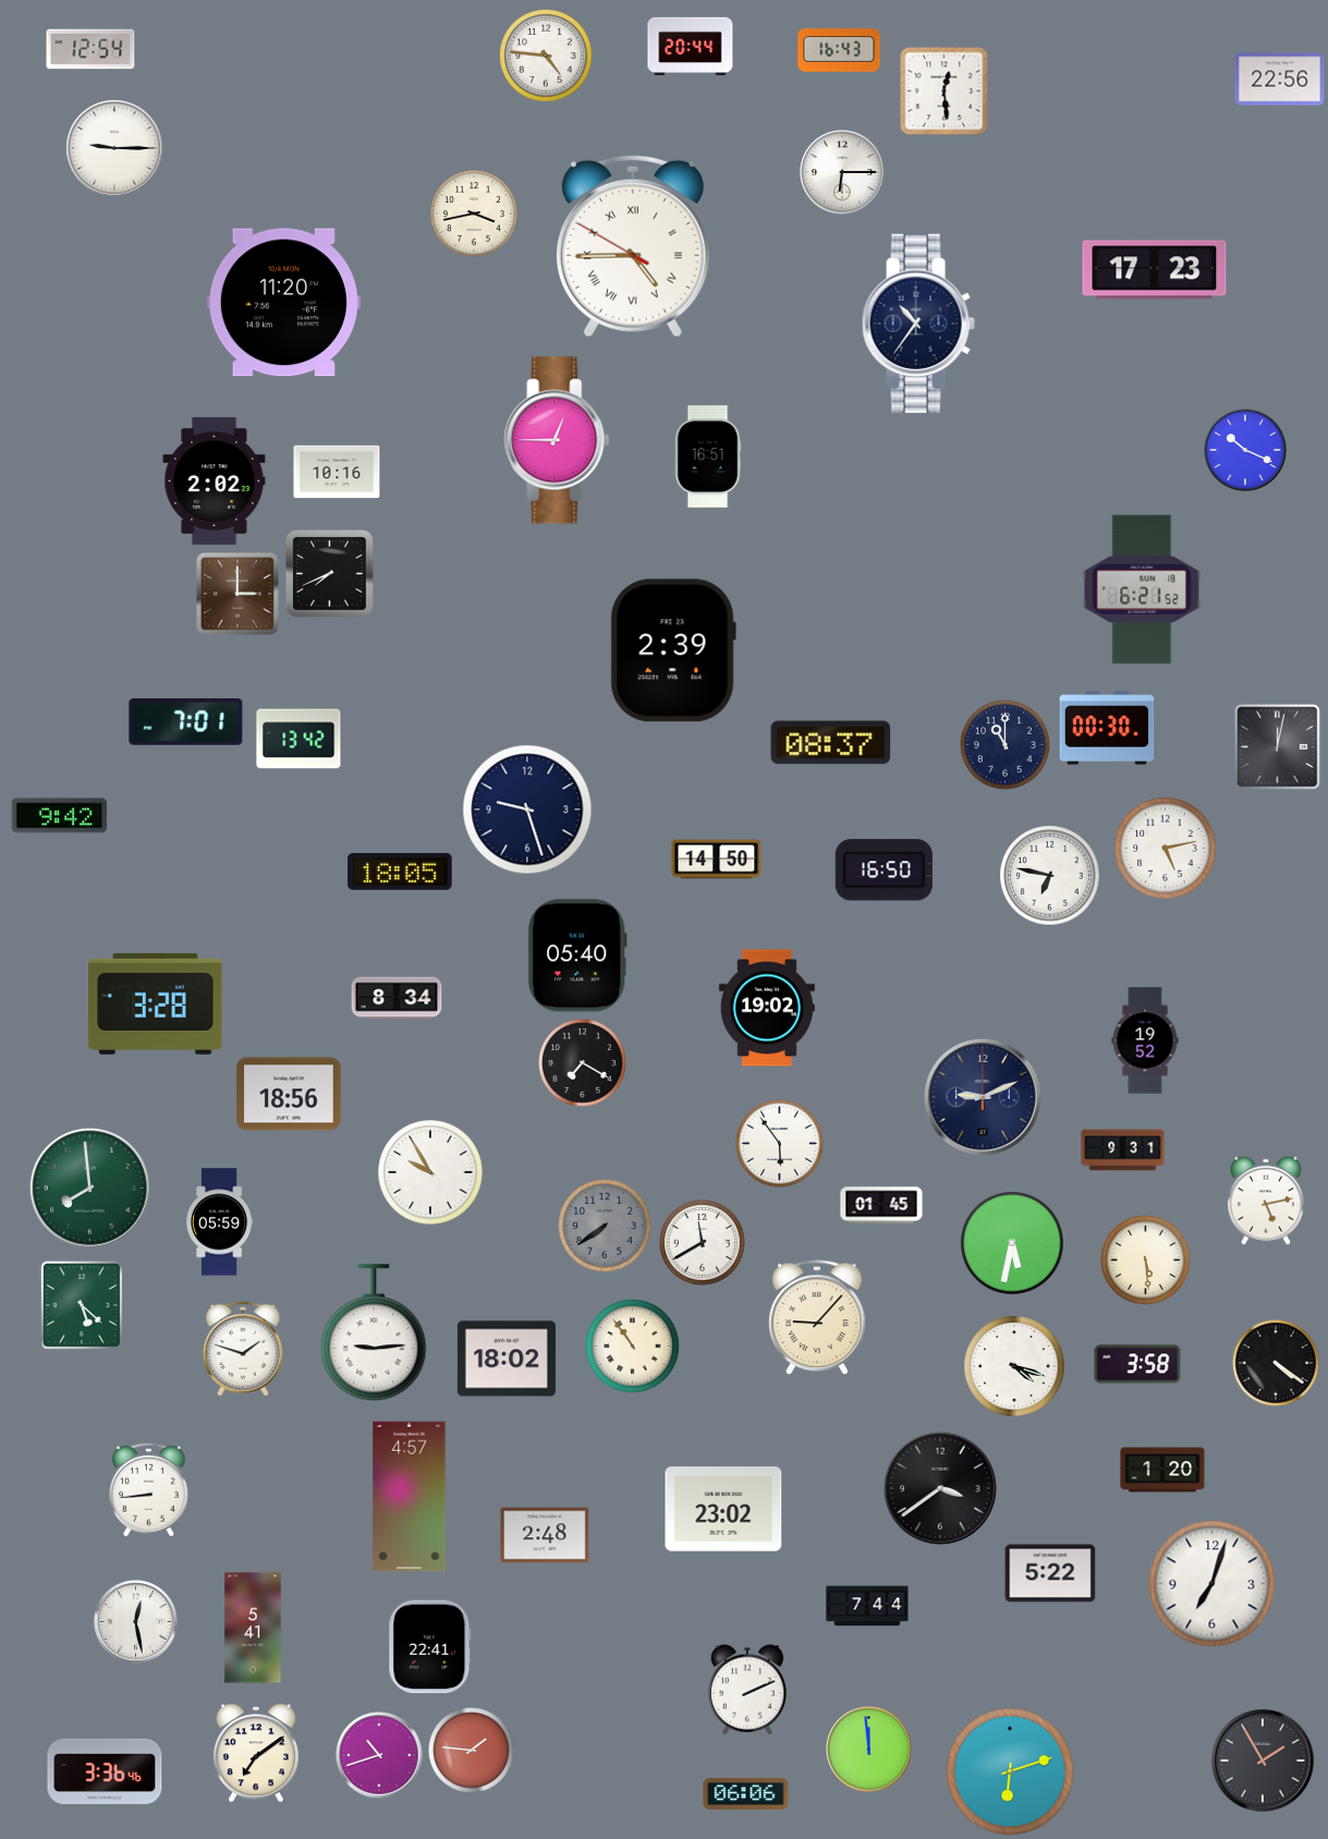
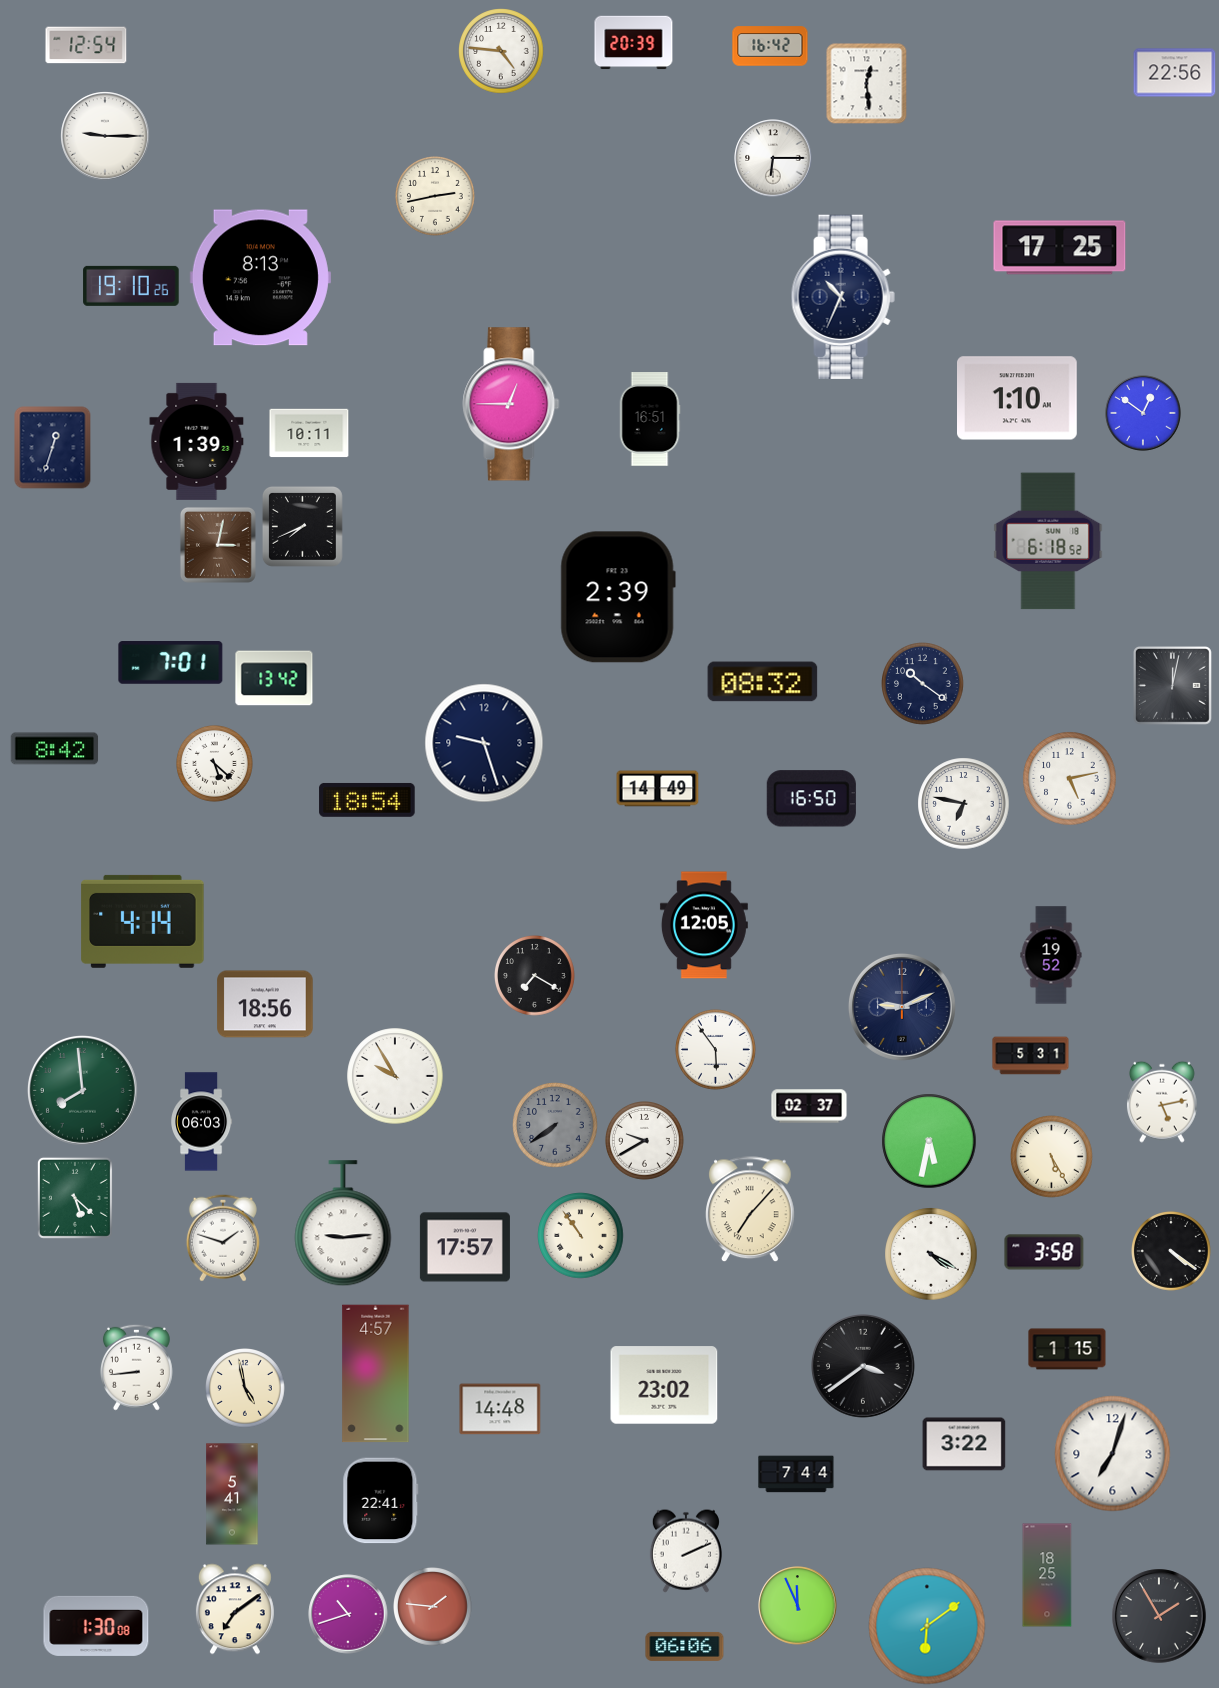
clock at (691, 47): 20:44 -> 20:39
clock at (90, 49) position: (90, 49) -> (86, 45)
clock at (839, 50): 16:43 -> 16:42
clock at (475, 215): 3:43 -> 2:43
clock at (633, 246): 4:44 -> none
clock at (1155, 270): 17:23 -> 17:25
clock at (283, 303): 11:20 -> 8:13
clock at (131, 286): none -> 19:10
clock at (918, 322): 10:36 -> 10:34
clock at (1018, 398): none -> 1:10
clock at (1245, 450): 10:19 -> 12:51
clock at (337, 472): 10:16 -> 10:11
clock at (215, 480): 2:02 -> 1:39
clock at (53, 448): none -> 12:33
clock at (1142, 589): 6:21 -> 6:18
clock at (237, 594): 3:00 -> 3:02
clock at (1107, 728): 00:30 -> none
clock at (831, 743): 08:37 -> 08:32
clock at (1006, 745): 11:00 -> 10:21
clock at (60, 816): 9:42 -> 8:42
clock at (215, 764): none -> 5:22
clock at (717, 860): 14:50 -> 14:49
clock at (400, 872): 18:05 -> 18:54
clock at (577, 955): 05:40 -> none
clock at (397, 998): 8:34 -> none
clock at (156, 1003): 3:28 -> 4:14
clock at (767, 1008): 19:02 -> 12:05
clock at (1123, 1150): 9:31 -> 5:31
clock at (881, 1205): 01:45 -> 02:37
clock at (220, 1222): 05:59 -> 06:03
clock at (703, 1243): 11:40 -> 9:40
clock at (1146, 1260): 5:29 -> 5:25
clock at (818, 1318): 9:07 -> 7:07
clock at (507, 1359): 18:02 -> 17:57
clock at (1014, 1366): 4:18 -> 4:20
clock at (1162, 1470): 1:20 -> 1:15
clock at (246, 1389): none -> 4:58
clock at (545, 1535): 2:48 -> 14:48
clock at (1050, 1573): 5:22 -> 3:22
clock at (136, 1622): 12:28 -> none
clock at (430, 1647) position: (430, 1647) -> (381, 1501)
clock at (1047, 1575): none -> 18:25
clock at (869, 1750): 11:59 -> 11:56
clock at (379, 1755) position: (379, 1755) -> (348, 1614)
clock at (105, 1771): 3:36 -> 1:30
clock at (1010, 1771): 6:12 -> 6:09
